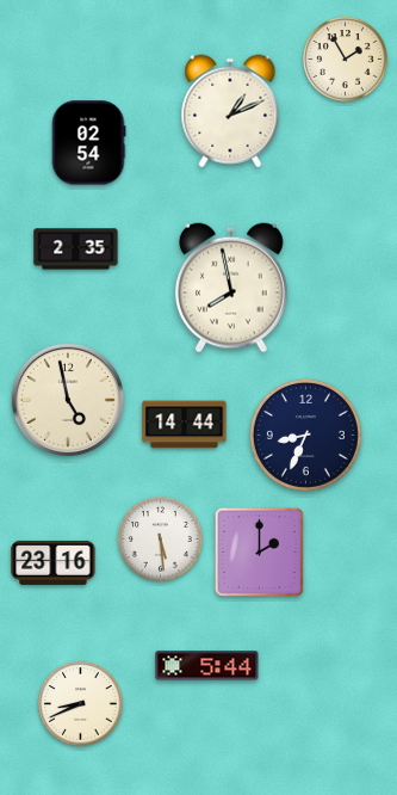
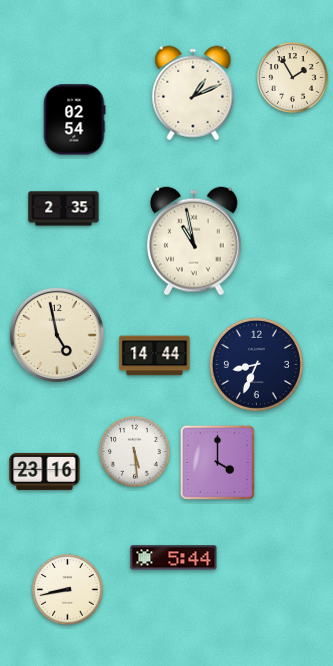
clock at (346, 60) position: (346, 60) -> (293, 78)
clock at (232, 288): 7:58 -> 10:58
clock at (259, 551): 2:00 -> 4:00
clock at (81, 704): 8:41 -> 8:43
